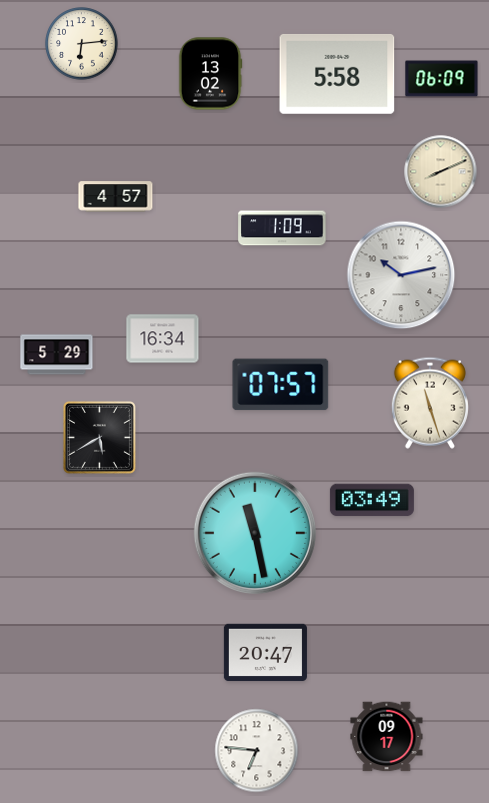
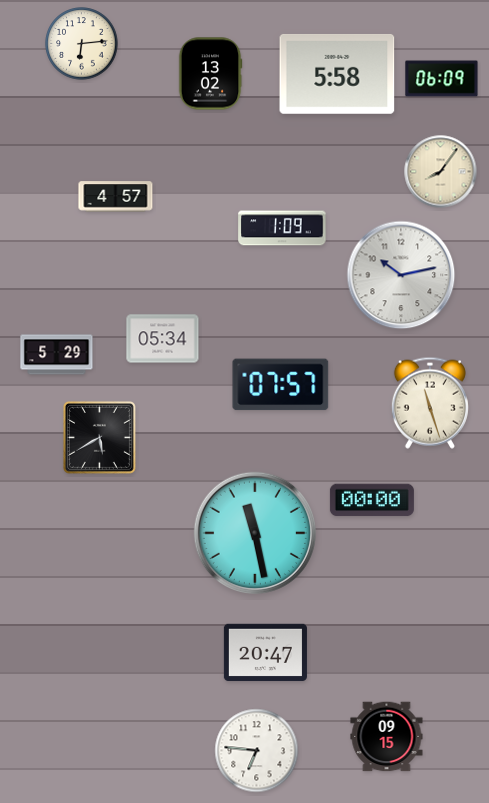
clock at (441, 172): 8:11 -> 8:06
clock at (163, 339): 16:34 -> 05:34
clock at (372, 500): 03:49 -> 00:00
clock at (387, 737): 09:17 -> 09:15
